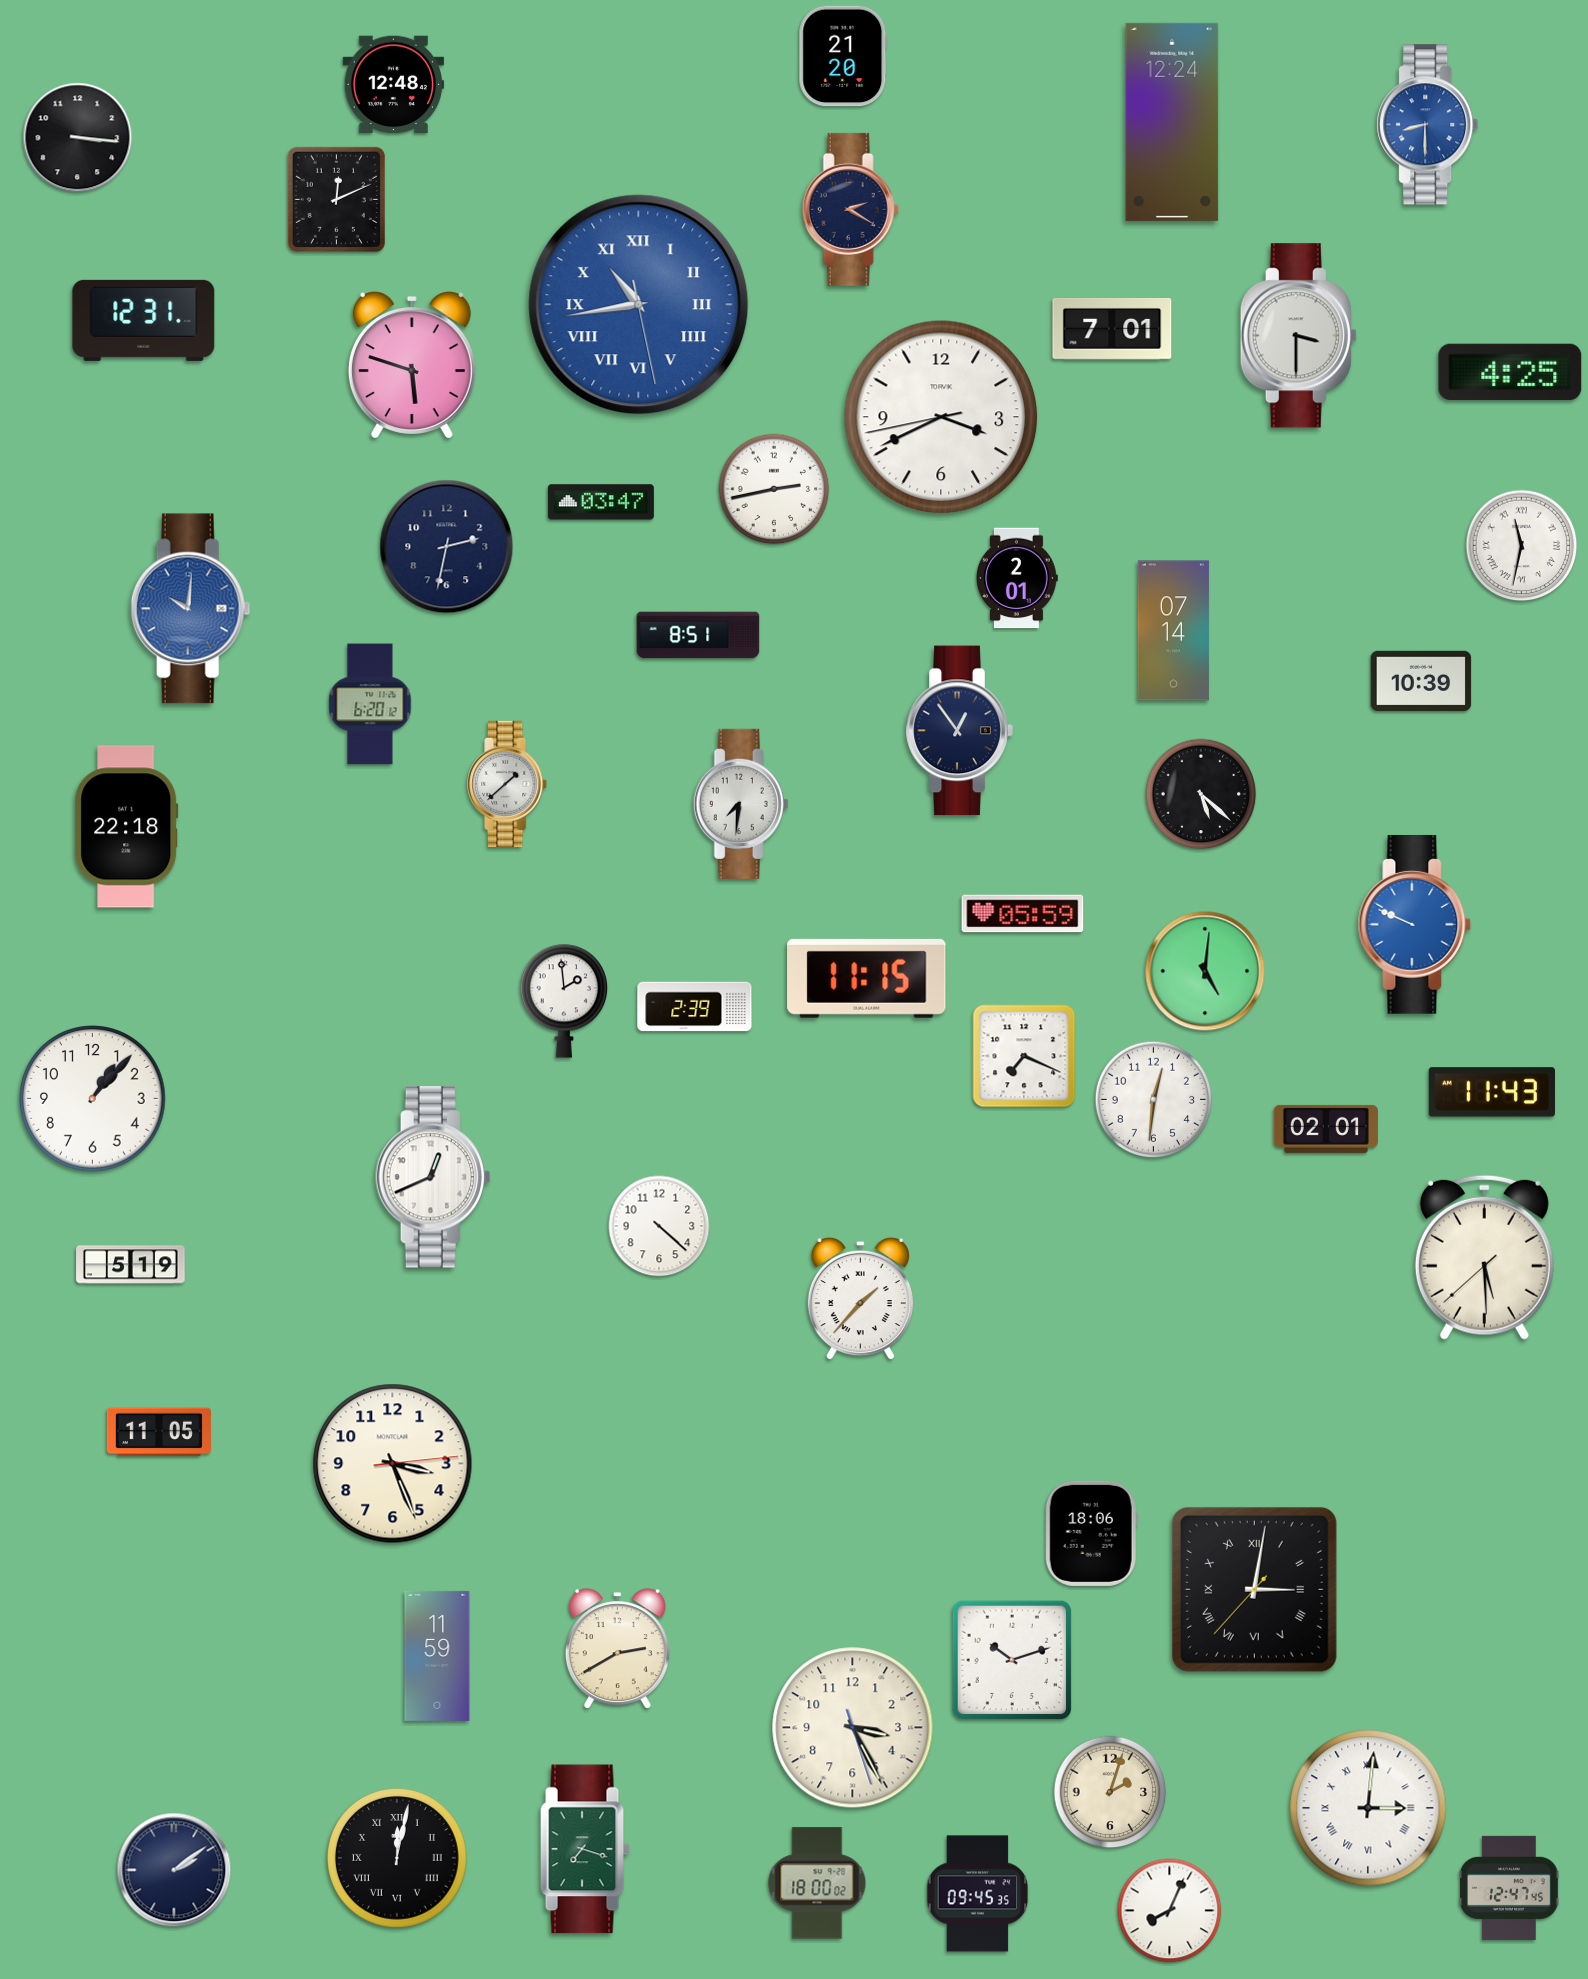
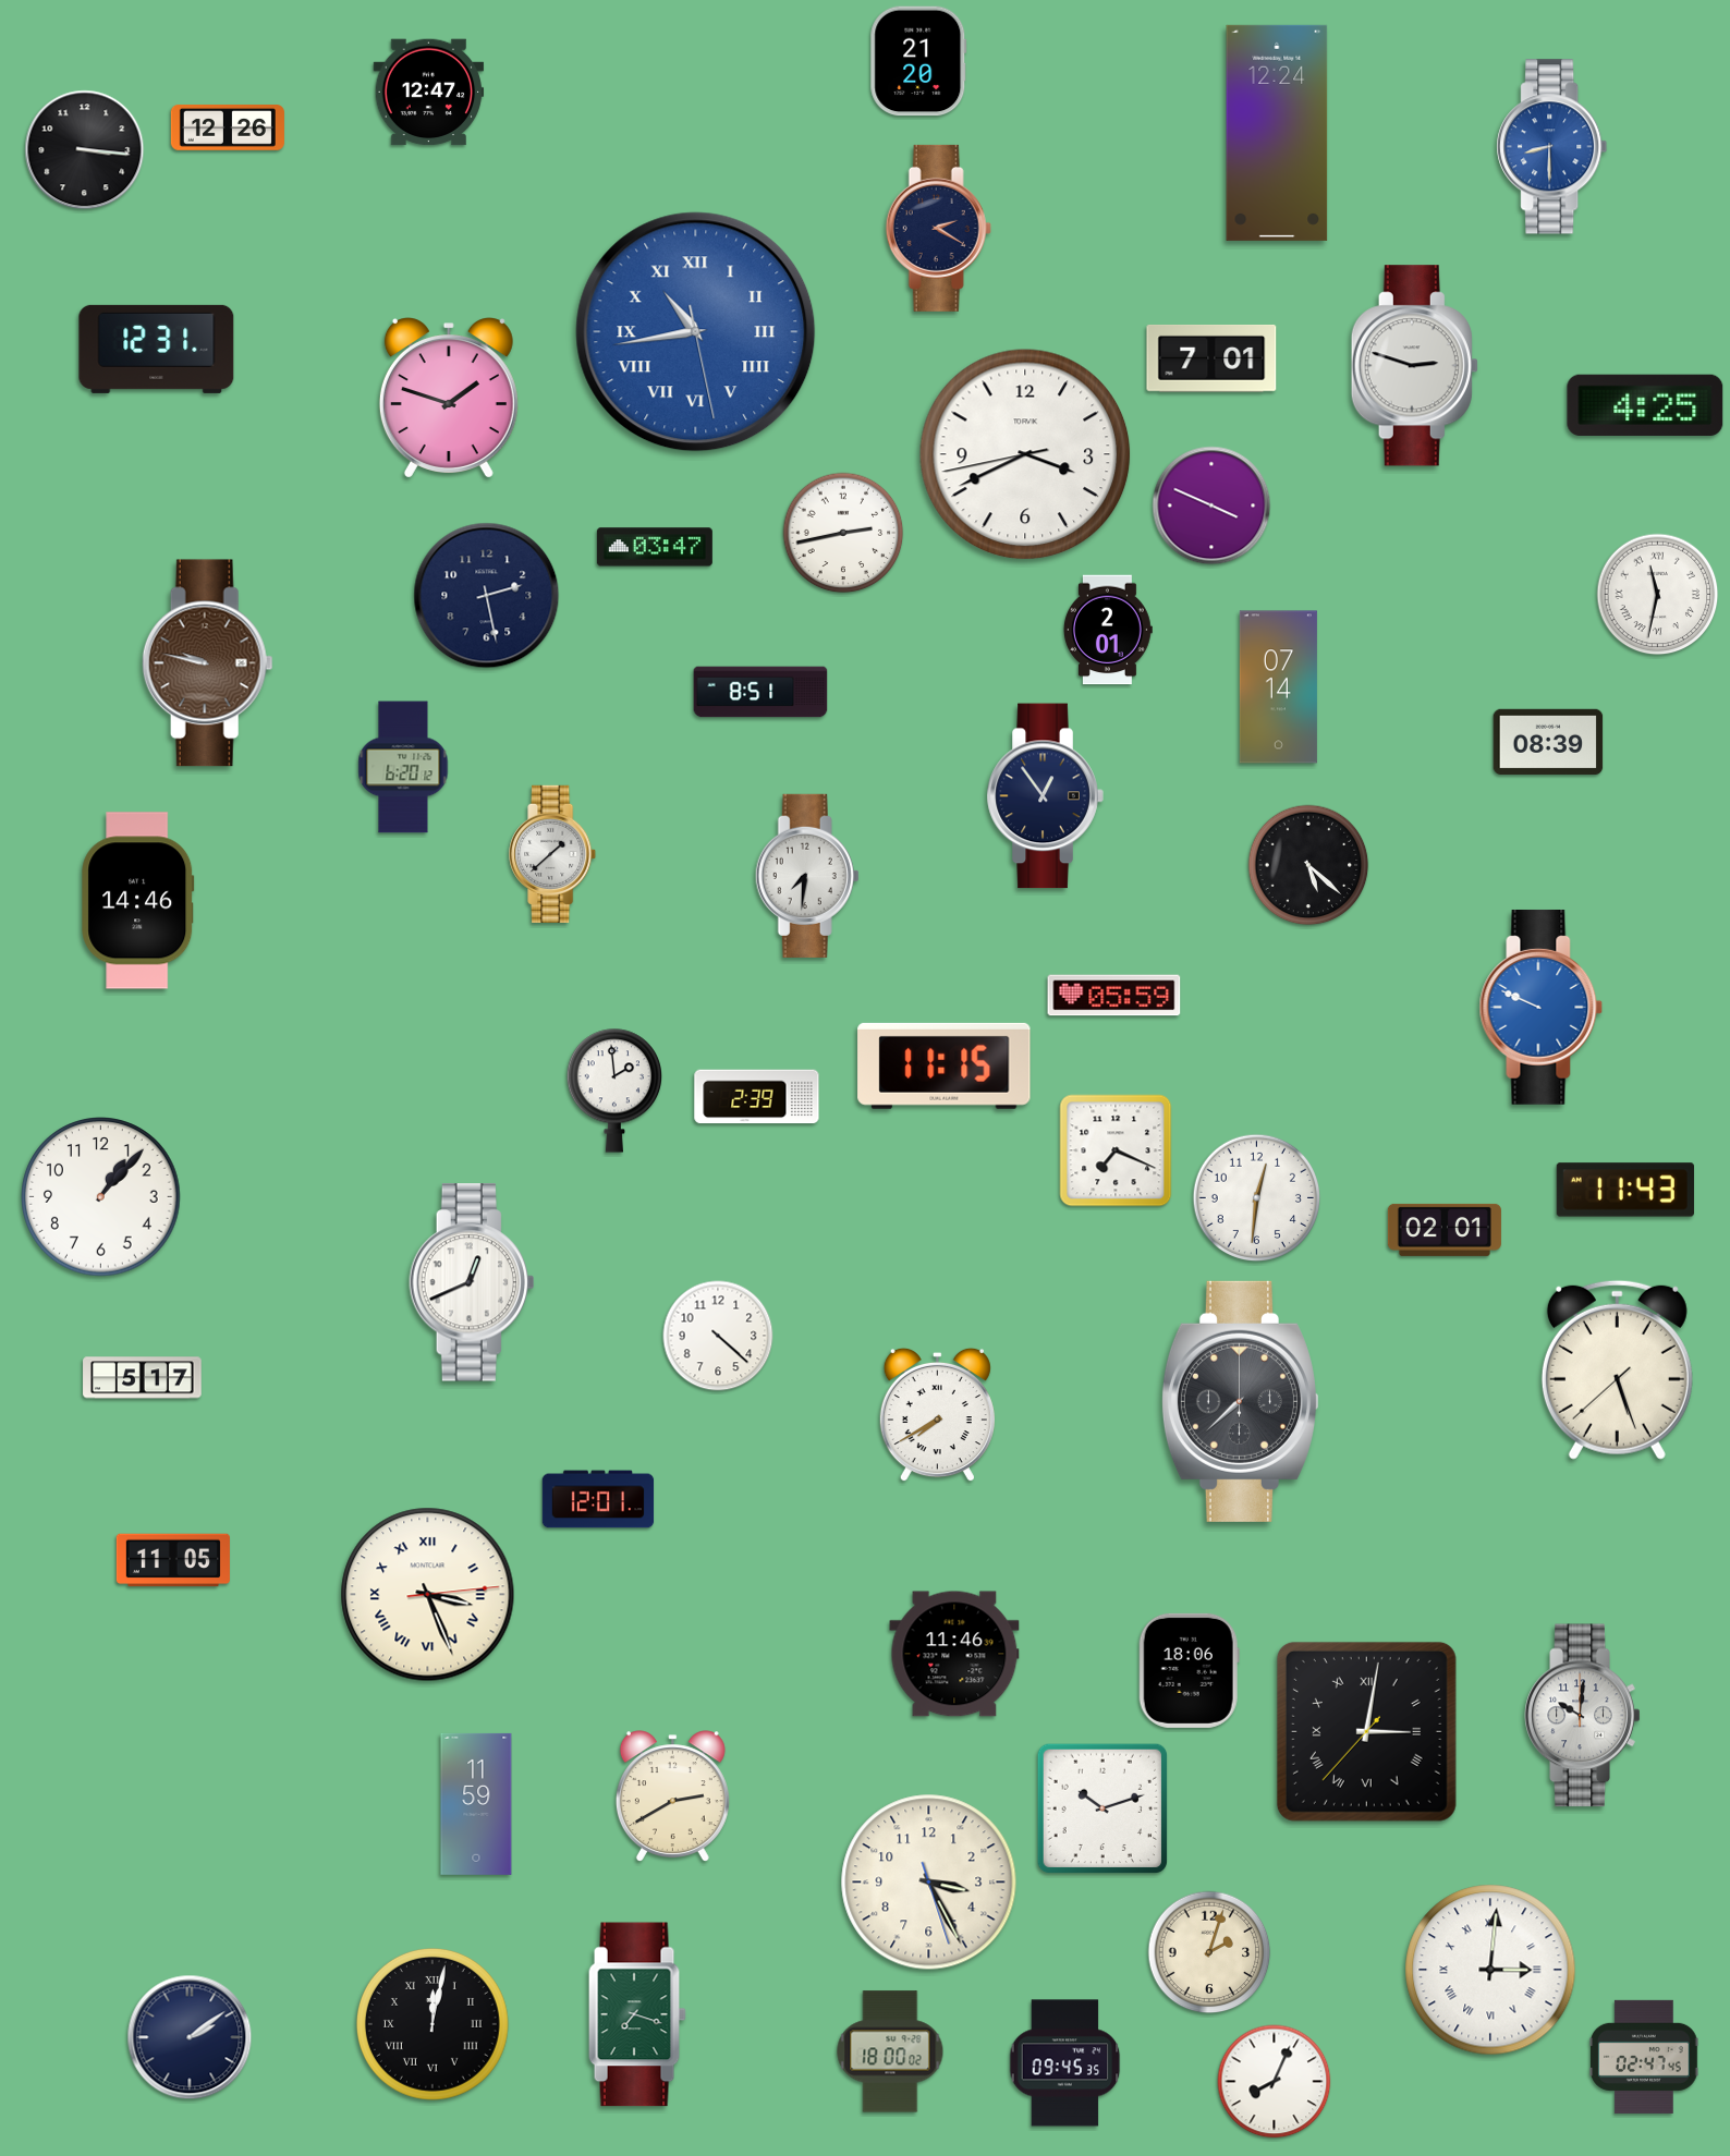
clock at (394, 85): 12:48 -> 12:47
clock at (228, 129): none -> 12:26
clock at (1428, 125) position: (1428, 125) -> (1552, 147)
clock at (336, 199): 12:11 -> none
clock at (850, 209) position: (850, 209) -> (938, 228)
clock at (1298, 336): 3:30 -> 2:48
clock at (412, 365): 5:48 -> 1:48
clock at (1211, 505): none -> 3:49
clock at (447, 547): 2:32 -> 2:28
clock at (190, 609): 10:01 -> 9:47
clock at (190, 609) dial: blue -> brown
clock at (1421, 681): 10:39 -> 08:39
clock at (127, 827): 22:18 -> 14:46
clock at (1205, 971): 5:01 -> none
clock at (1484, 1257): 5:29 -> 5:26
clock at (131, 1265): 5:19 -> 5:17
clock at (1240, 1401): none -> 7:38
clock at (860, 1299): 1:37 -> 7:40
clock at (598, 1499): none -> 12:01
clock at (393, 1464) numerals: Arabic -> Roman
clock at (954, 1654): none -> 11:46
clock at (1583, 1716): none -> 10:01
clock at (1509, 1888): 12:47 -> 02:47
